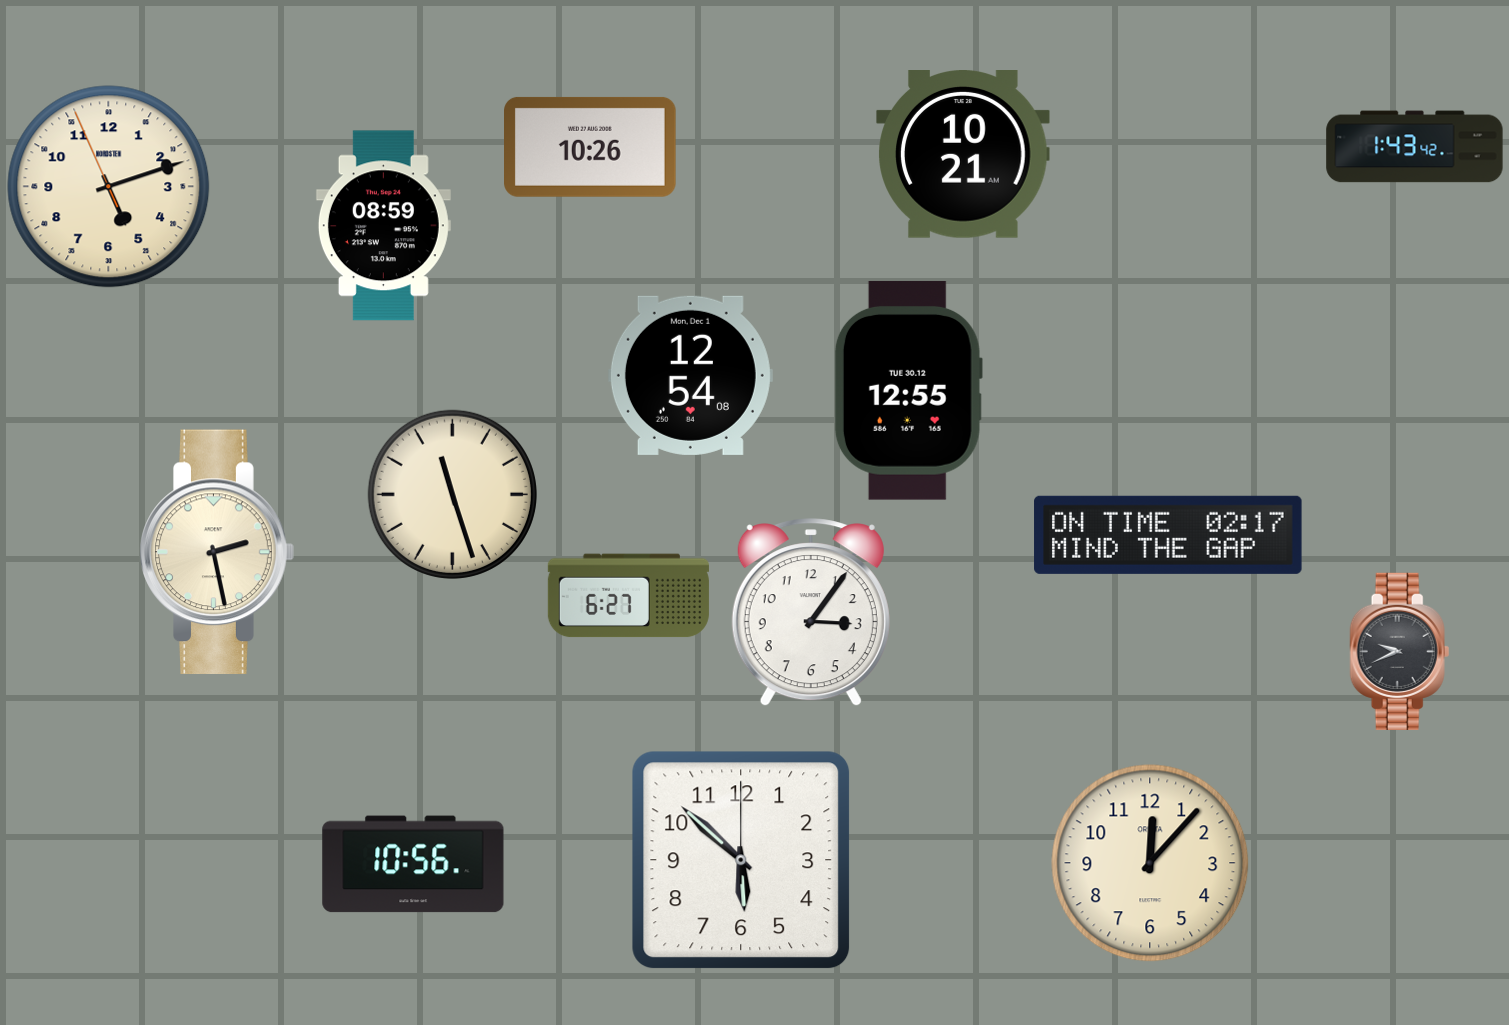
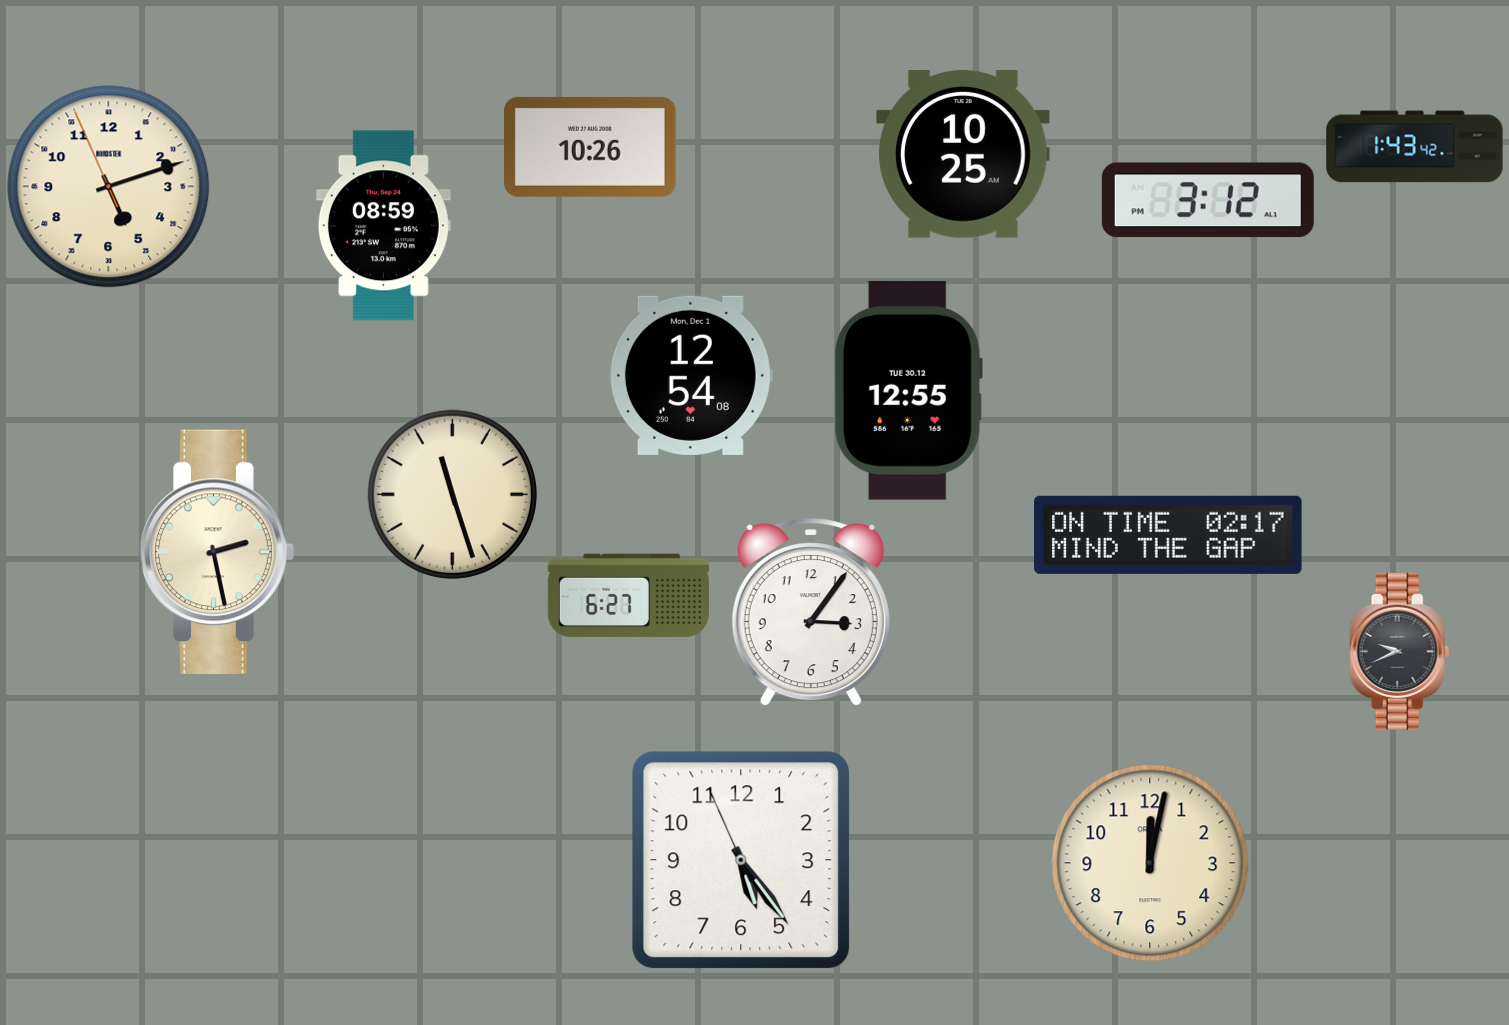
clock at (963, 155): 10:21 -> 10:25
clock at (1208, 200): none -> 3:12
clock at (741, 860): 5:52 -> 5:23
clock at (1150, 863): 12:07 -> 12:02
clock at (413, 864): 10:56 -> none
